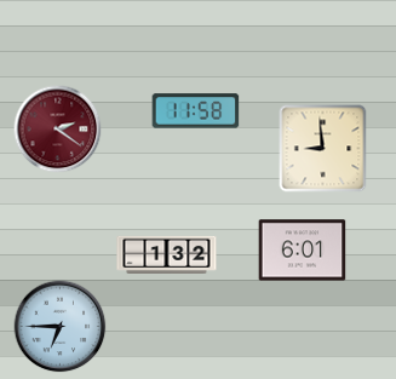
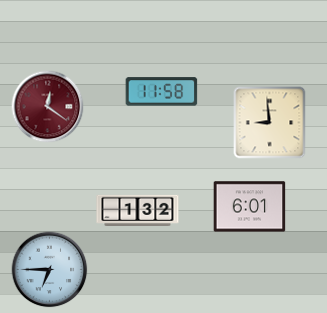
clock at (58, 130): 2:21 -> 12:21
clock at (323, 149) position: (323, 149) -> (270, 123)
